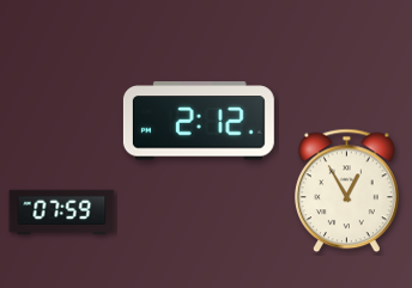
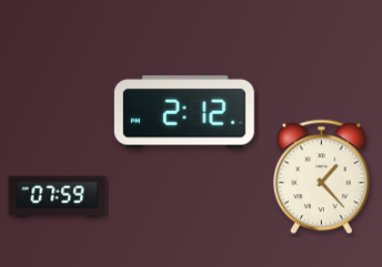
clock at (347, 191): 12:55 -> 1:23
